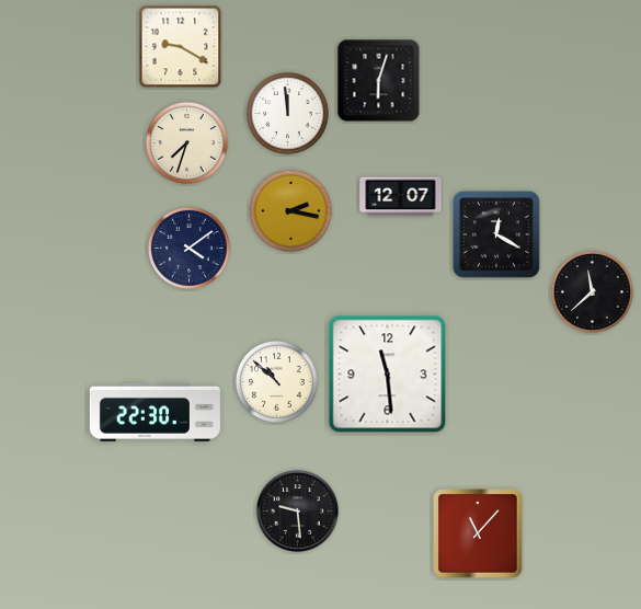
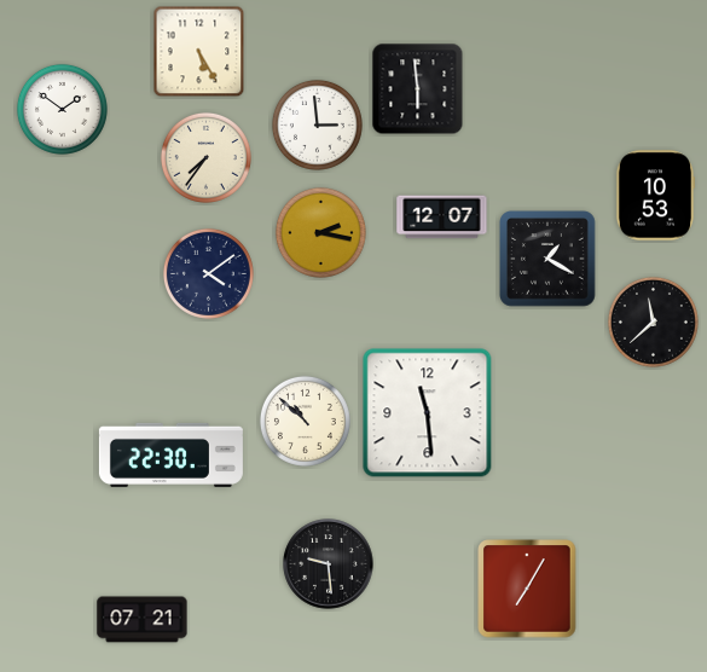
clock at (181, 47): 9:20 -> 5:25
clock at (379, 81): 6:03 -> 5:59
clock at (62, 109): none -> 1:51
clock at (287, 113): 11:59 -> 2:59
clock at (186, 142): 7:33 -> 7:36
clock at (655, 196): none -> 10:53
clock at (497, 235): 12:20 -> 1:20
clock at (478, 533): 11:07 -> 7:05
clock at (143, 620): none -> 07:21
